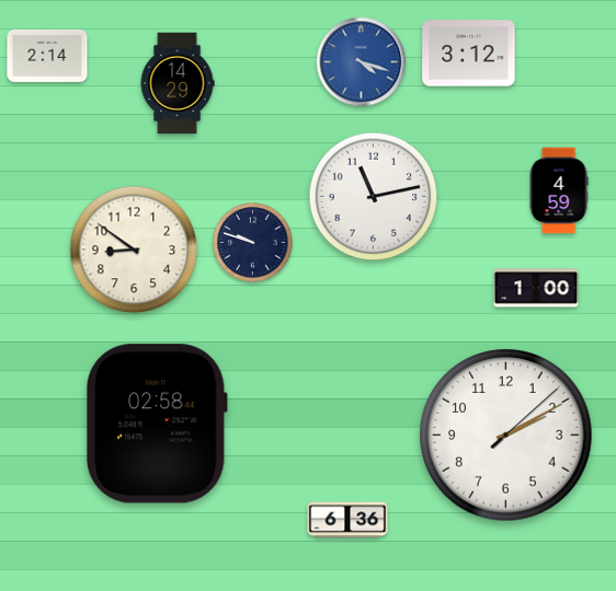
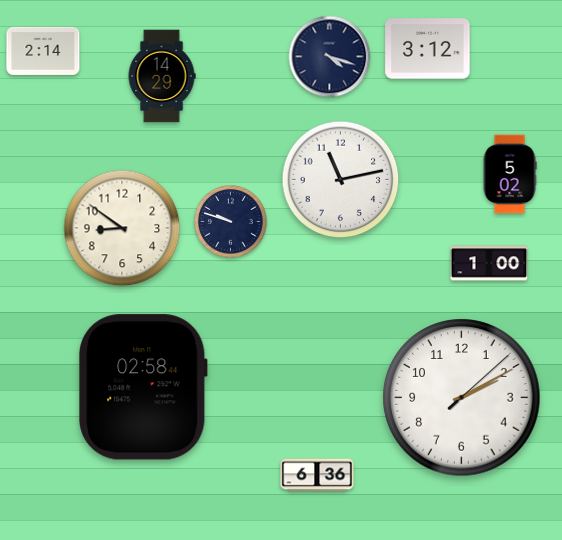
clock at (362, 62) dial: blue -> navy
clock at (559, 190): 4:59 -> 5:02
